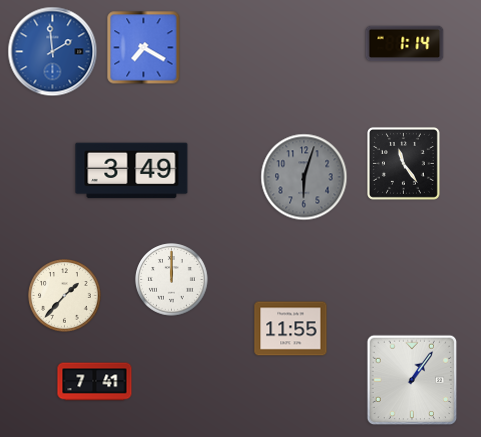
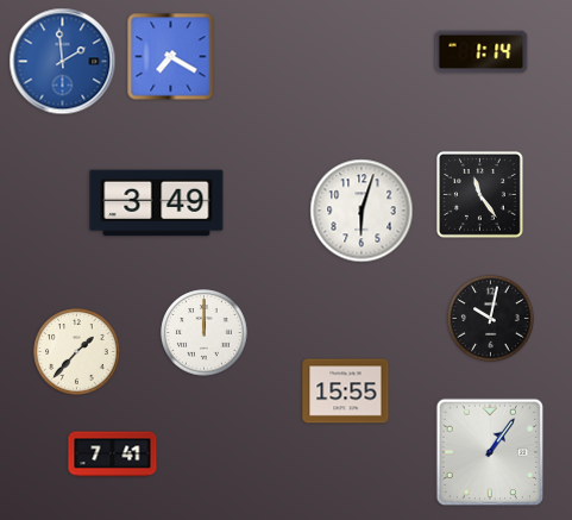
clock at (304, 177) dial: grey -> white
clock at (491, 319): none -> 10:02
clock at (291, 329): 11:55 -> 15:55
